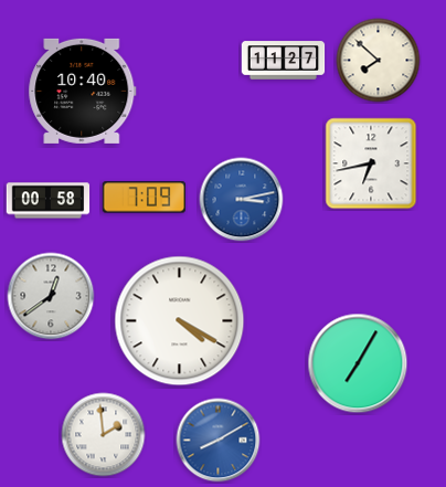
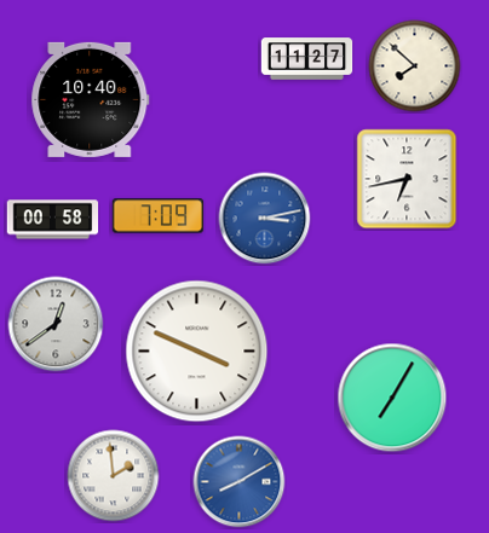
clock at (284, 61) position: (284, 61) -> (307, 59)
clock at (180, 321): 4:20 -> 3:49
